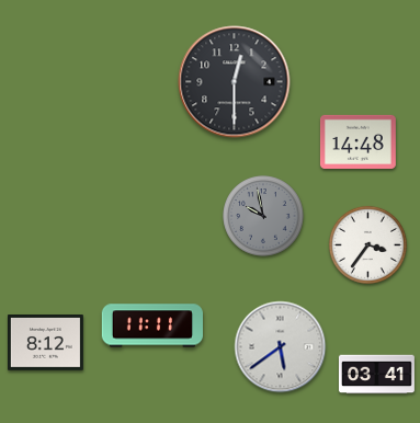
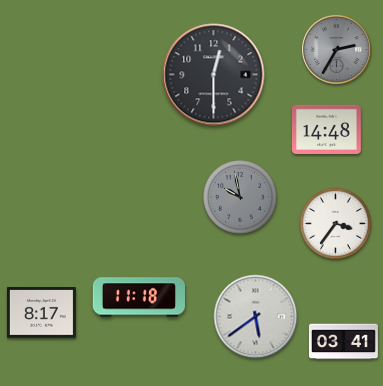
clock at (337, 50): none -> 2:35
clock at (151, 325): 11:11 -> 11:18
clock at (45, 343): 8:12 -> 8:17
